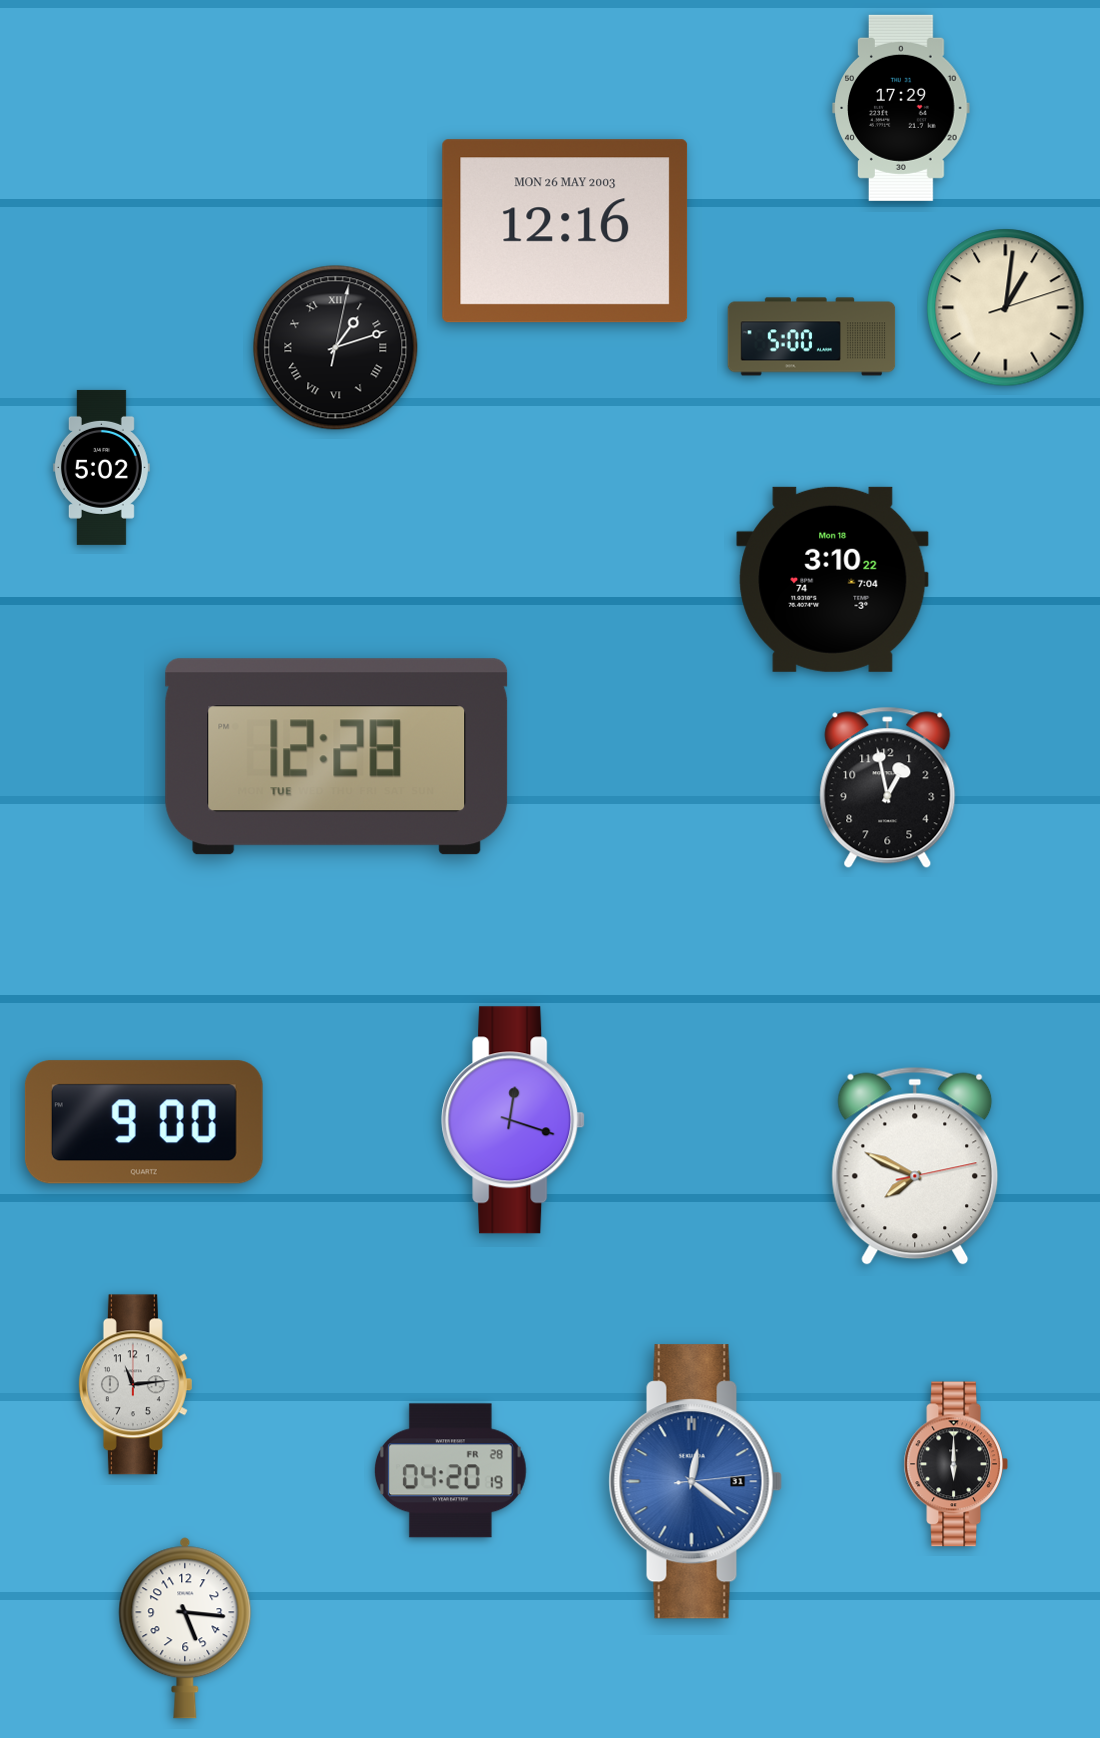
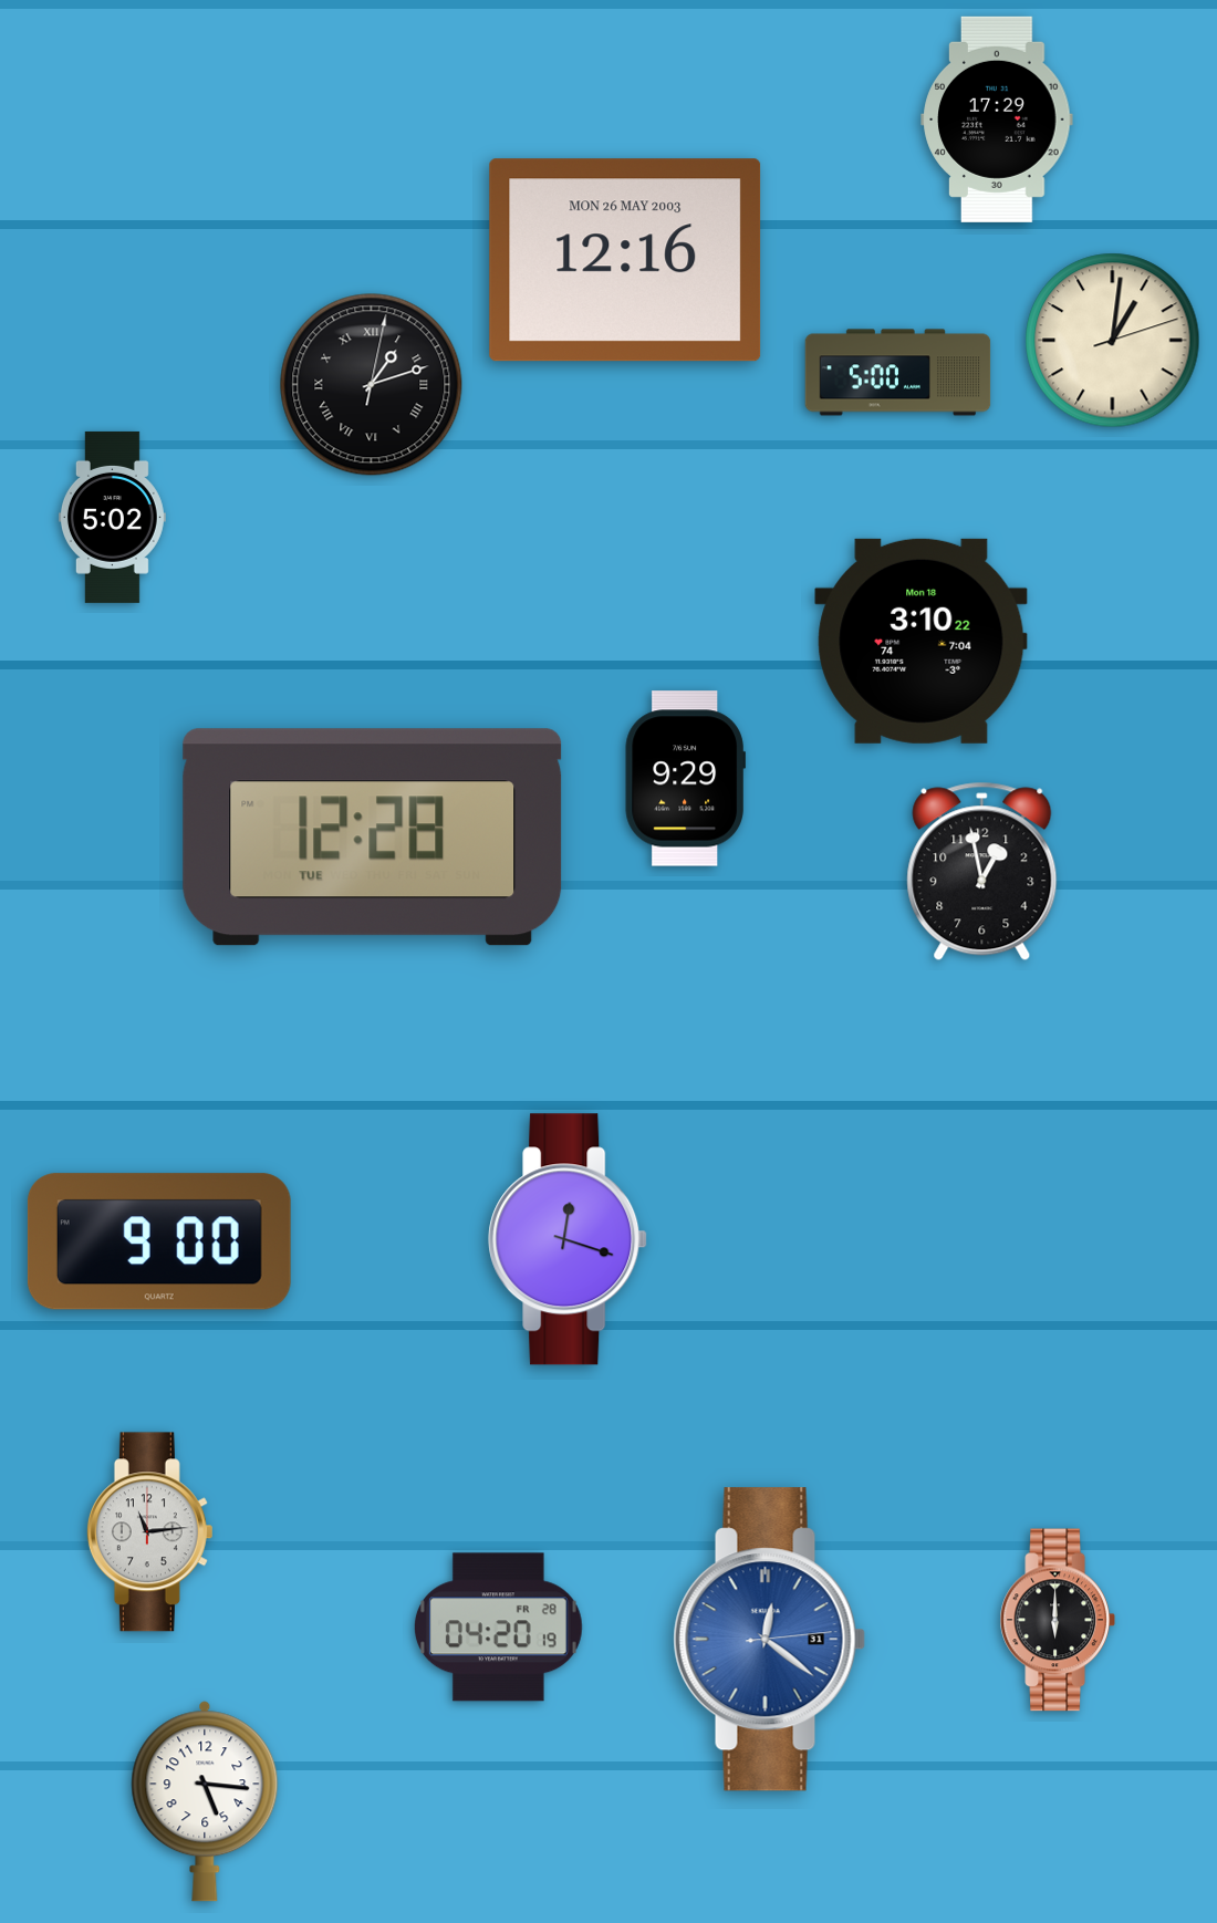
clock at (565, 231) position: (565, 231) -> (625, 260)
clock at (685, 779): none -> 9:29
clock at (915, 1166): 7:49 -> none
